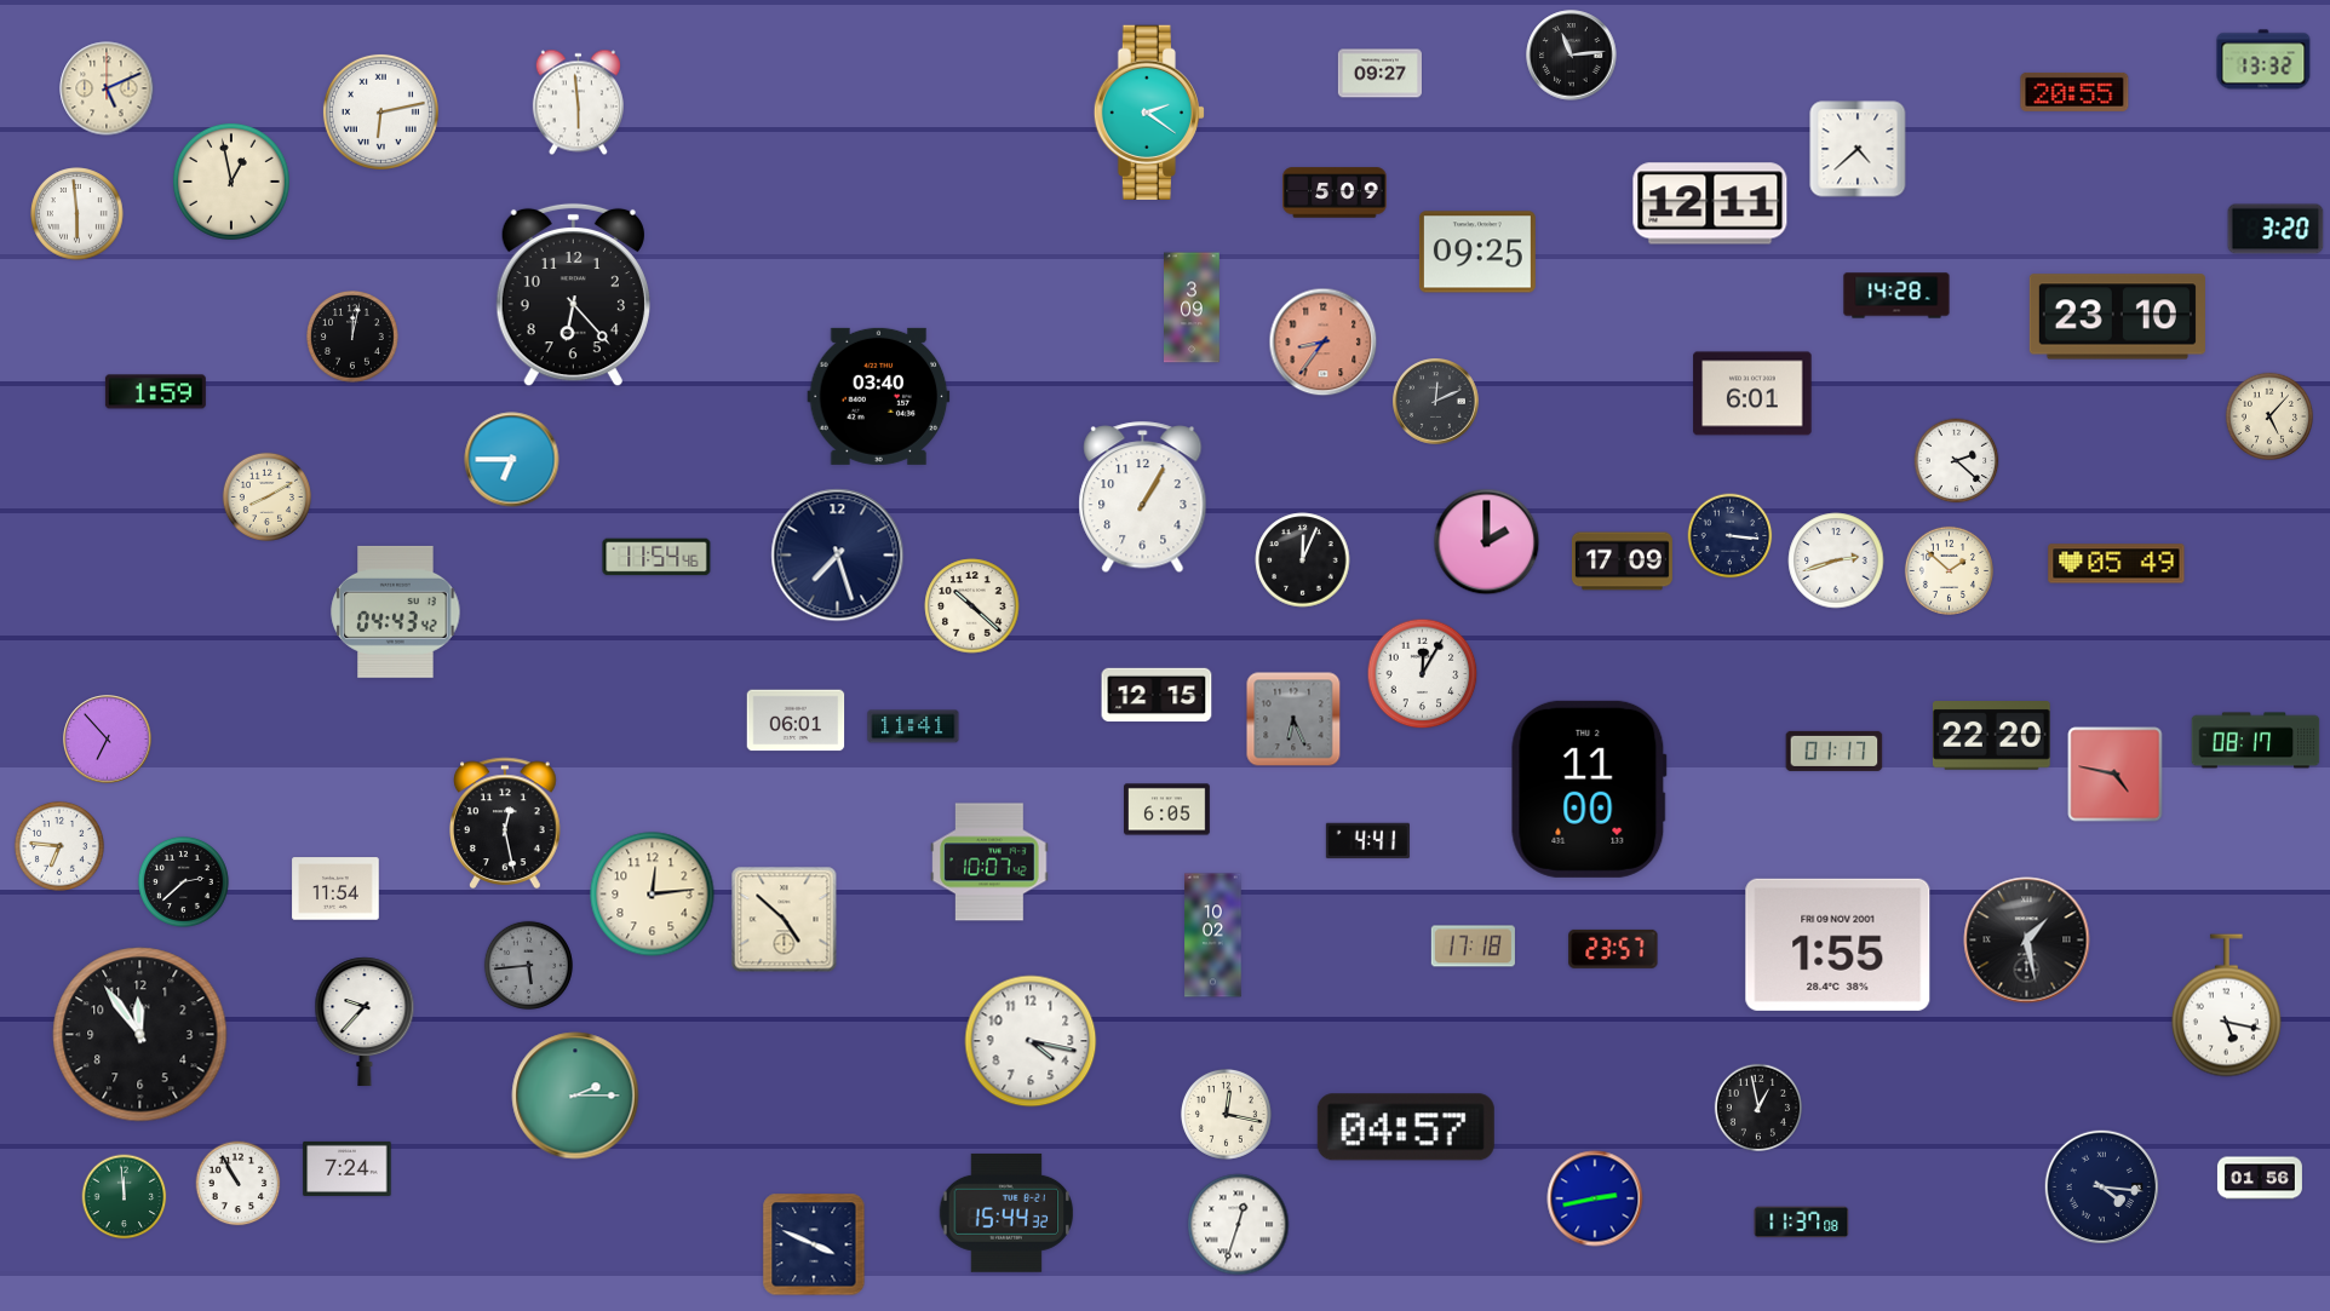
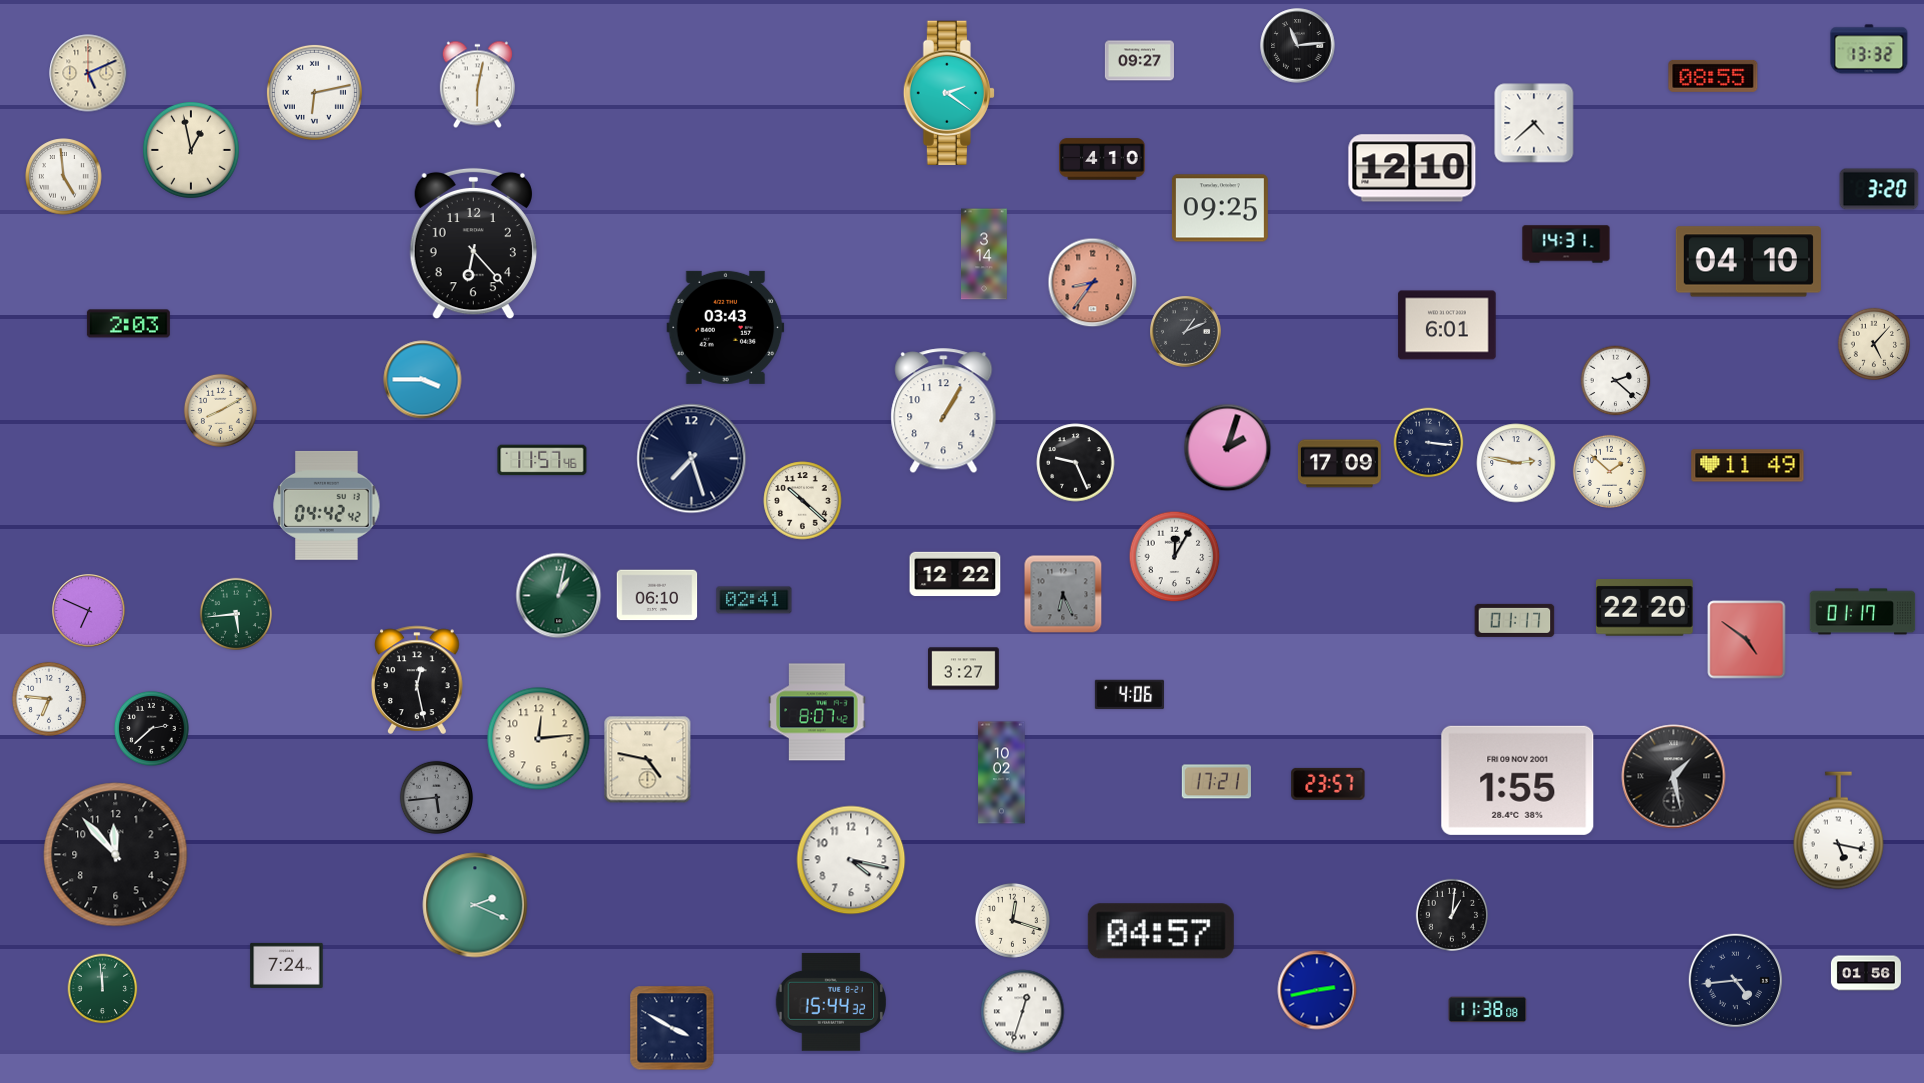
clock at (2074, 92): 20:55 -> 08:55
clock at (578, 103): 5:59 -> 6:02
clock at (1335, 192): 5:09 -> 4:10
clock at (1710, 203): 12:11 -> 12:10
clock at (78, 214): 5:59 -> 4:59
clock at (1896, 295): 14:28 -> 14:31
clock at (1192, 307): 3:09 -> 3:14
clock at (2117, 317): 23:10 -> 04:10
clock at (354, 338): 12:02 -> none
clock at (155, 392): 1:59 -> 2:03
clock at (879, 396): 03:40 -> 03:43
clock at (1436, 402): 12:11 -> 1:11
clock at (512, 460): 6:45 -> 3:45
clock at (1487, 542): 2:00 -> 2:03
clock at (656, 557): 11:54 -> 11:57
clock at (1303, 560): 12:04 -> 9:26
clock at (1836, 560): 2:42 -> 2:47
clock at (2117, 564): 05:49 -> 11:49
clock at (396, 611): 04:43 -> 04:42
clock at (1157, 695): 12:15 -> 12:22
clock at (1293, 719) position: (1293, 719) -> (1063, 594)
clock at (796, 720): 06:01 -> 06:10
clock at (559, 596): none -> 1:02
clock at (913, 726): 11:41 -> 02:41
clock at (108, 740): 6:53 -> 6:49
clock at (2256, 741): 08:17 -> 01:17
clock at (235, 613): none -> 5:44
clock at (2116, 775): 4:47 -> 4:51
clock at (1589, 789): 11:00 -> none
clock at (1167, 810): 6:05 -> 3:27
clock at (1367, 841): 4:41 -> 4:06
clock at (989, 862): 10:07 -> 8:07
clock at (335, 889): 11:54 -> none
clock at (785, 920): 4:52 -> 4:47
clock at (1473, 947): 17:18 -> 17:21
clock at (1613, 949) position: (1613, 949) -> (1328, 784)
clock at (365, 1022): 9:37 -> none
clock at (140, 1035): 11:54 -> 11:53
clock at (575, 1096): 2:15 -> 2:19
clock at (1757, 1106): 12:58 -> 1:01
clock at (1226, 1114): 12:17 -> 12:18
clock at (239, 1184): 10:55 -> none
clock at (2101, 1186): 4:16 -> 4:44
clock at (1802, 1223): 11:37 -> 11:38
clock at (814, 1244): 3:49 -> 3:50
